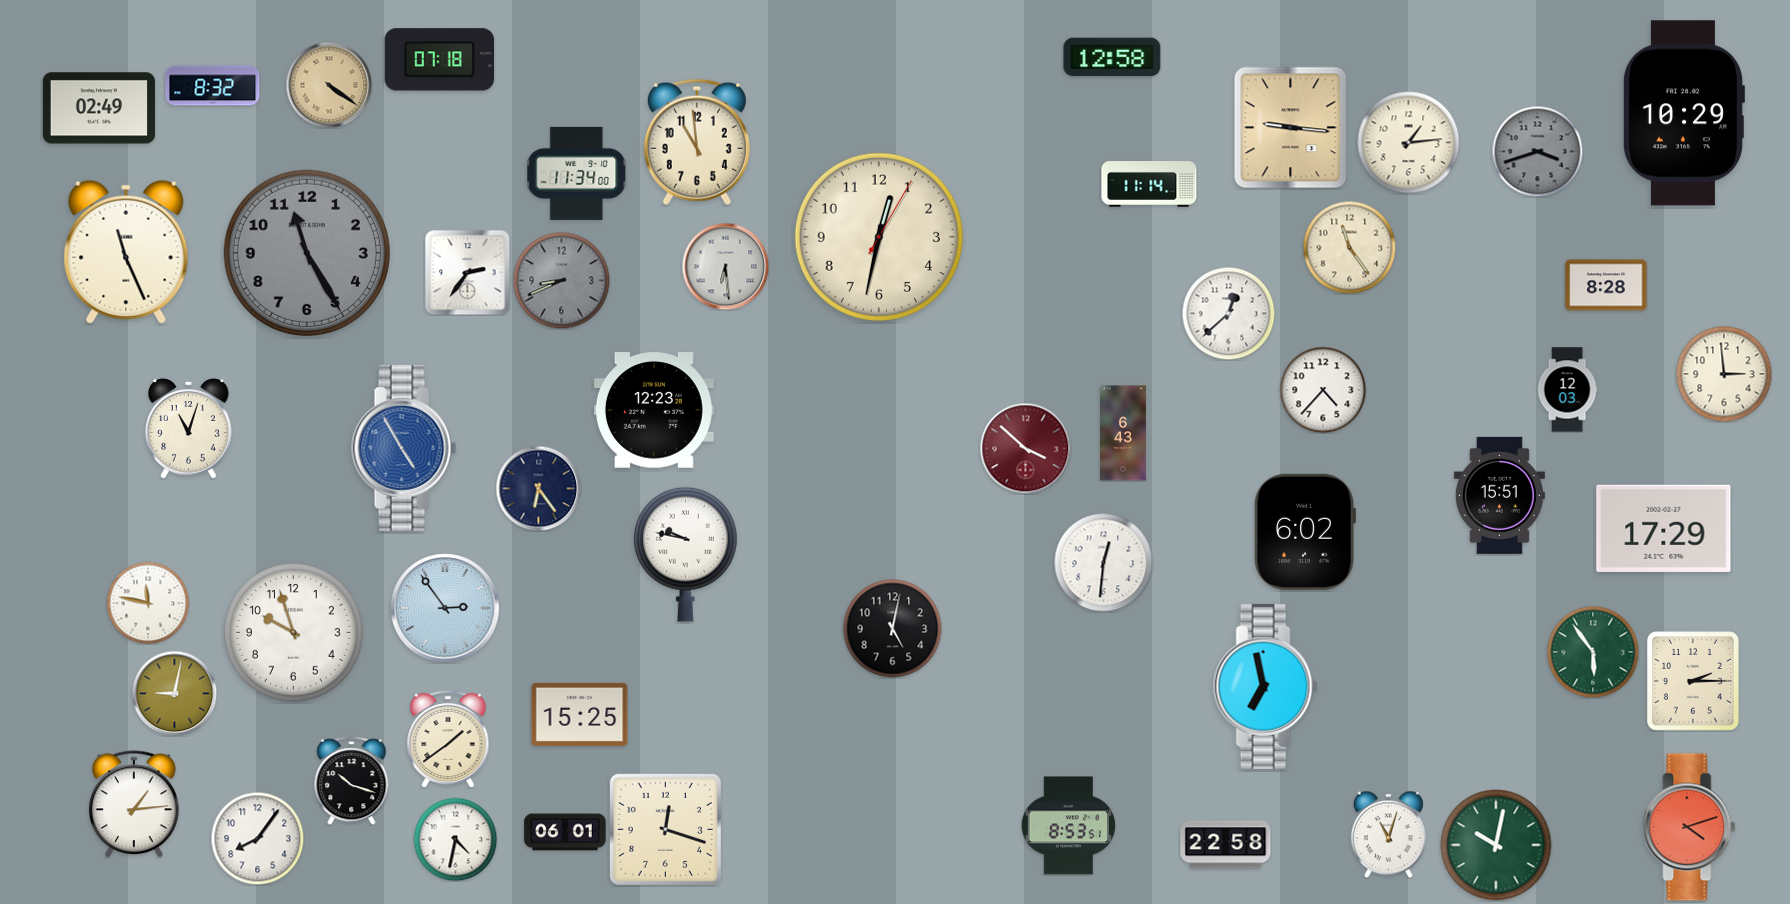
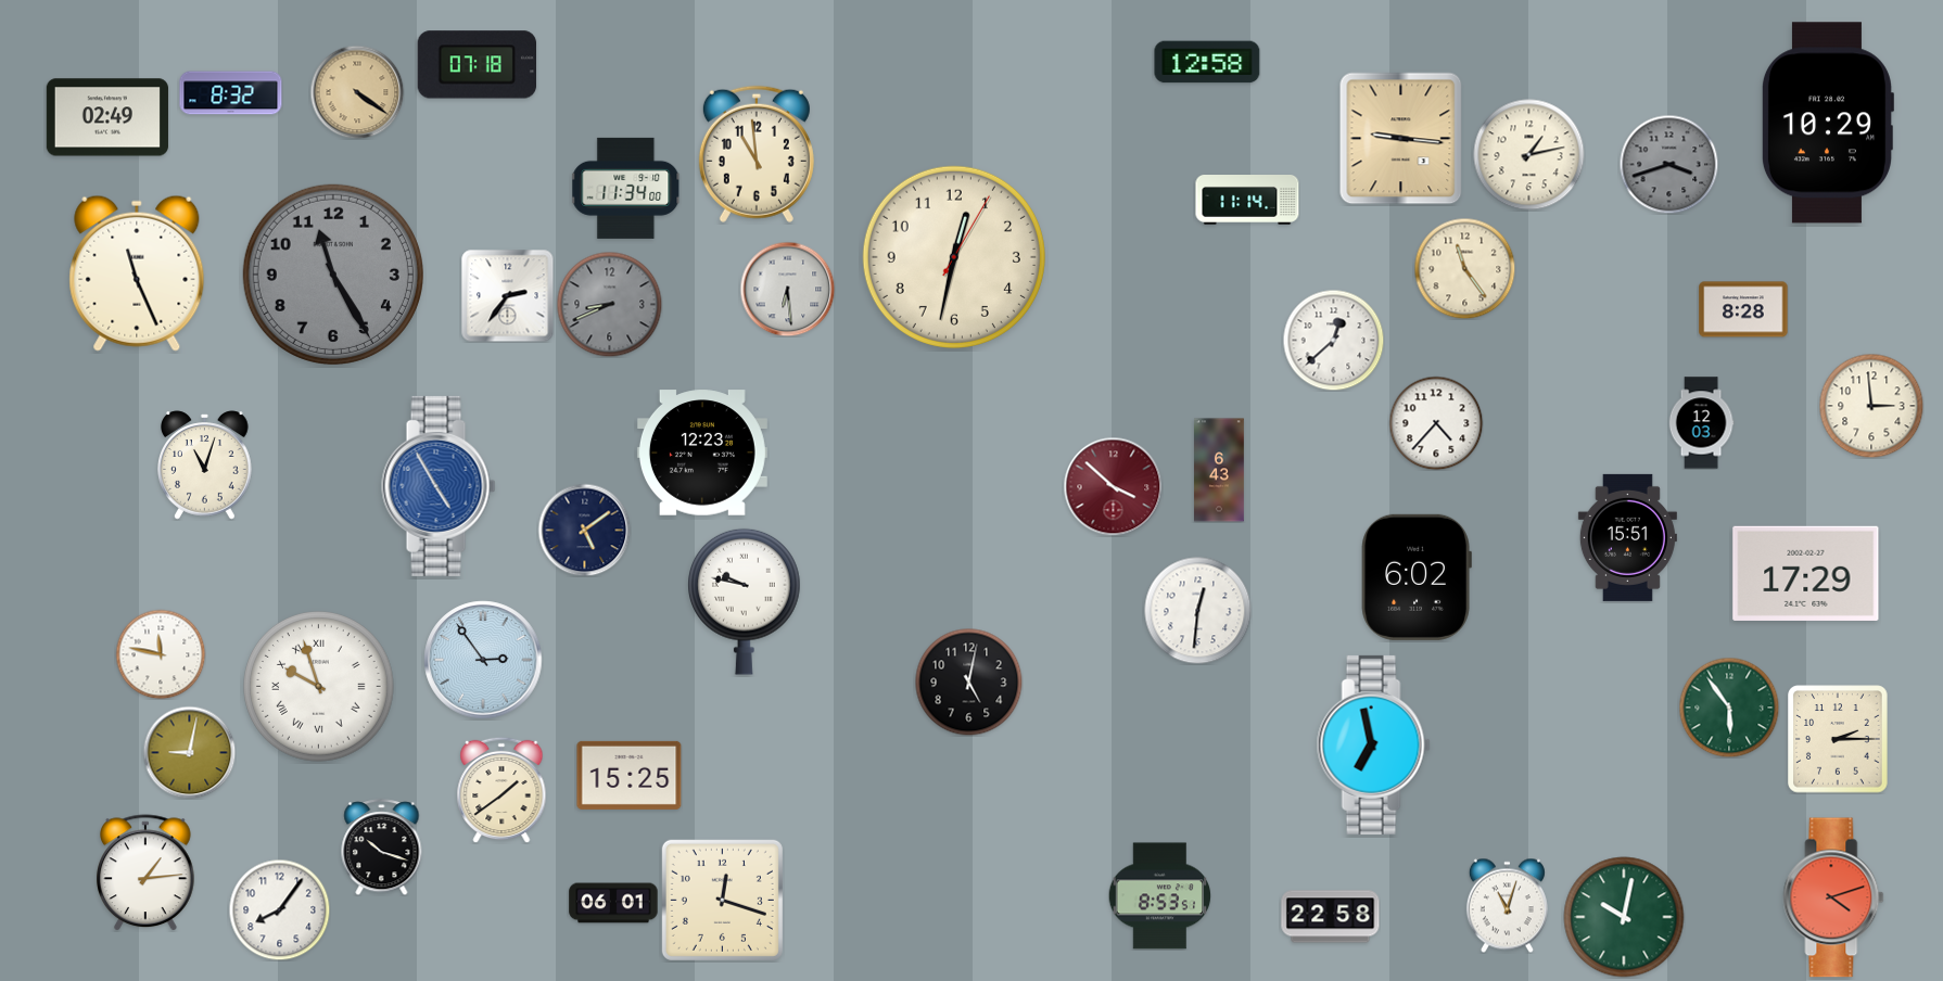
clock at (1409, 143): 1:14 -> 1:13
clock at (654, 410) position: (654, 410) -> (702, 453)
clock at (538, 488): 6:24 -> 5:09
clock at (294, 633) numerals: Arabic -> Roman
clock at (448, 739) position: (448, 739) -> (501, 790)
clock at (455, 839): 4:32 -> none
